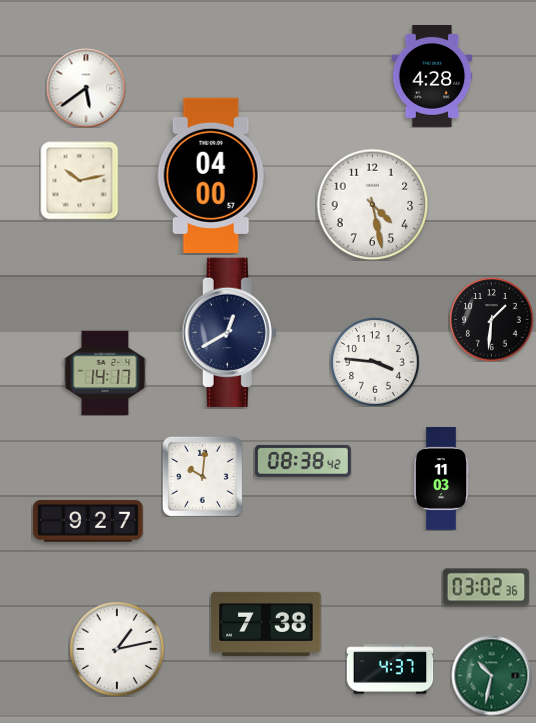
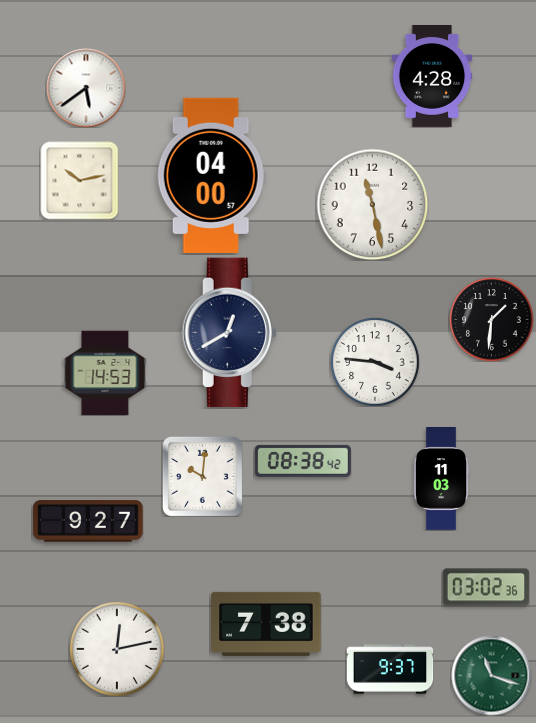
clock at (372, 204): 4:28 -> 11:28
clock at (105, 373): 14:17 -> 14:53
clock at (117, 649): 1:13 -> 12:13
clock at (390, 669): 4:37 -> 9:37
clock at (491, 675): 10:32 -> 11:18
